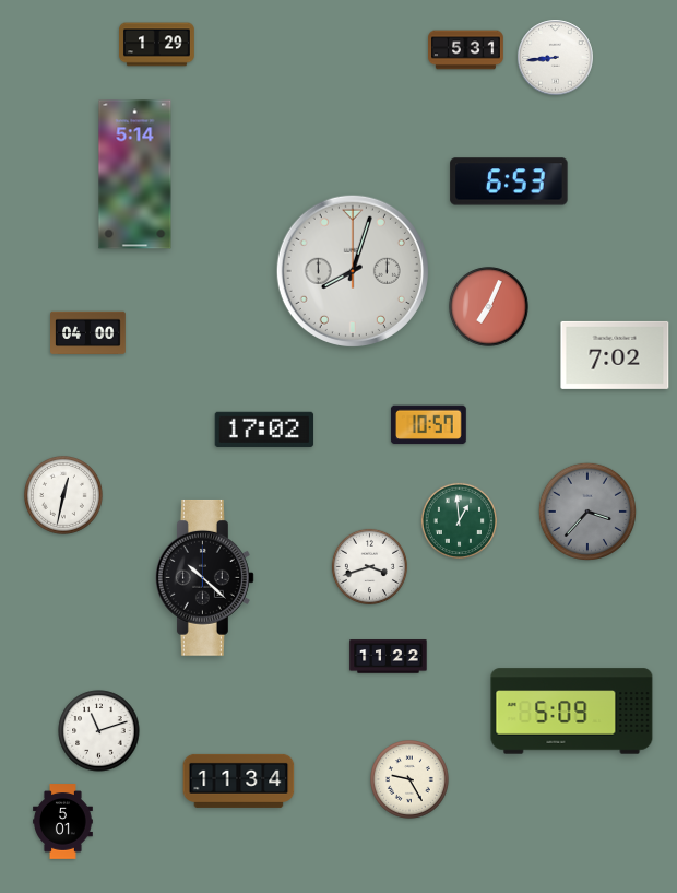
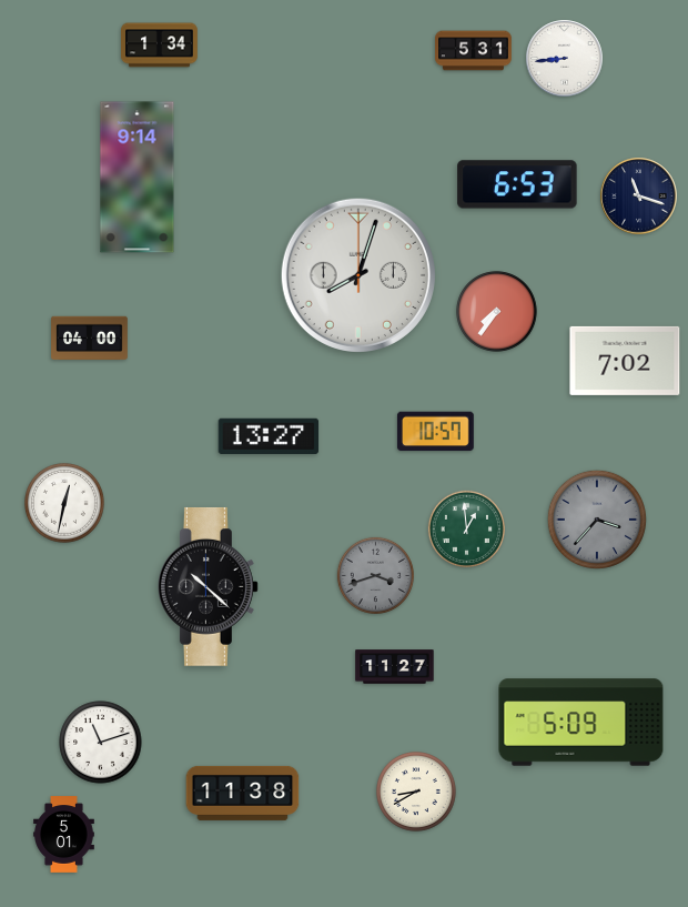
clock at (157, 45): 1:29 -> 1:34
clock at (135, 175): 5:14 -> 9:14
clock at (639, 196): none -> 11:18
clock at (489, 307): 7:04 -> 7:36
clock at (264, 430): 17:02 -> 13:27
clock at (369, 566) dial: white -> grey
clock at (389, 657): 11:22 -> 11:27
clock at (239, 780): 11:34 -> 11:38
clock at (411, 780): 9:25 -> 8:40
